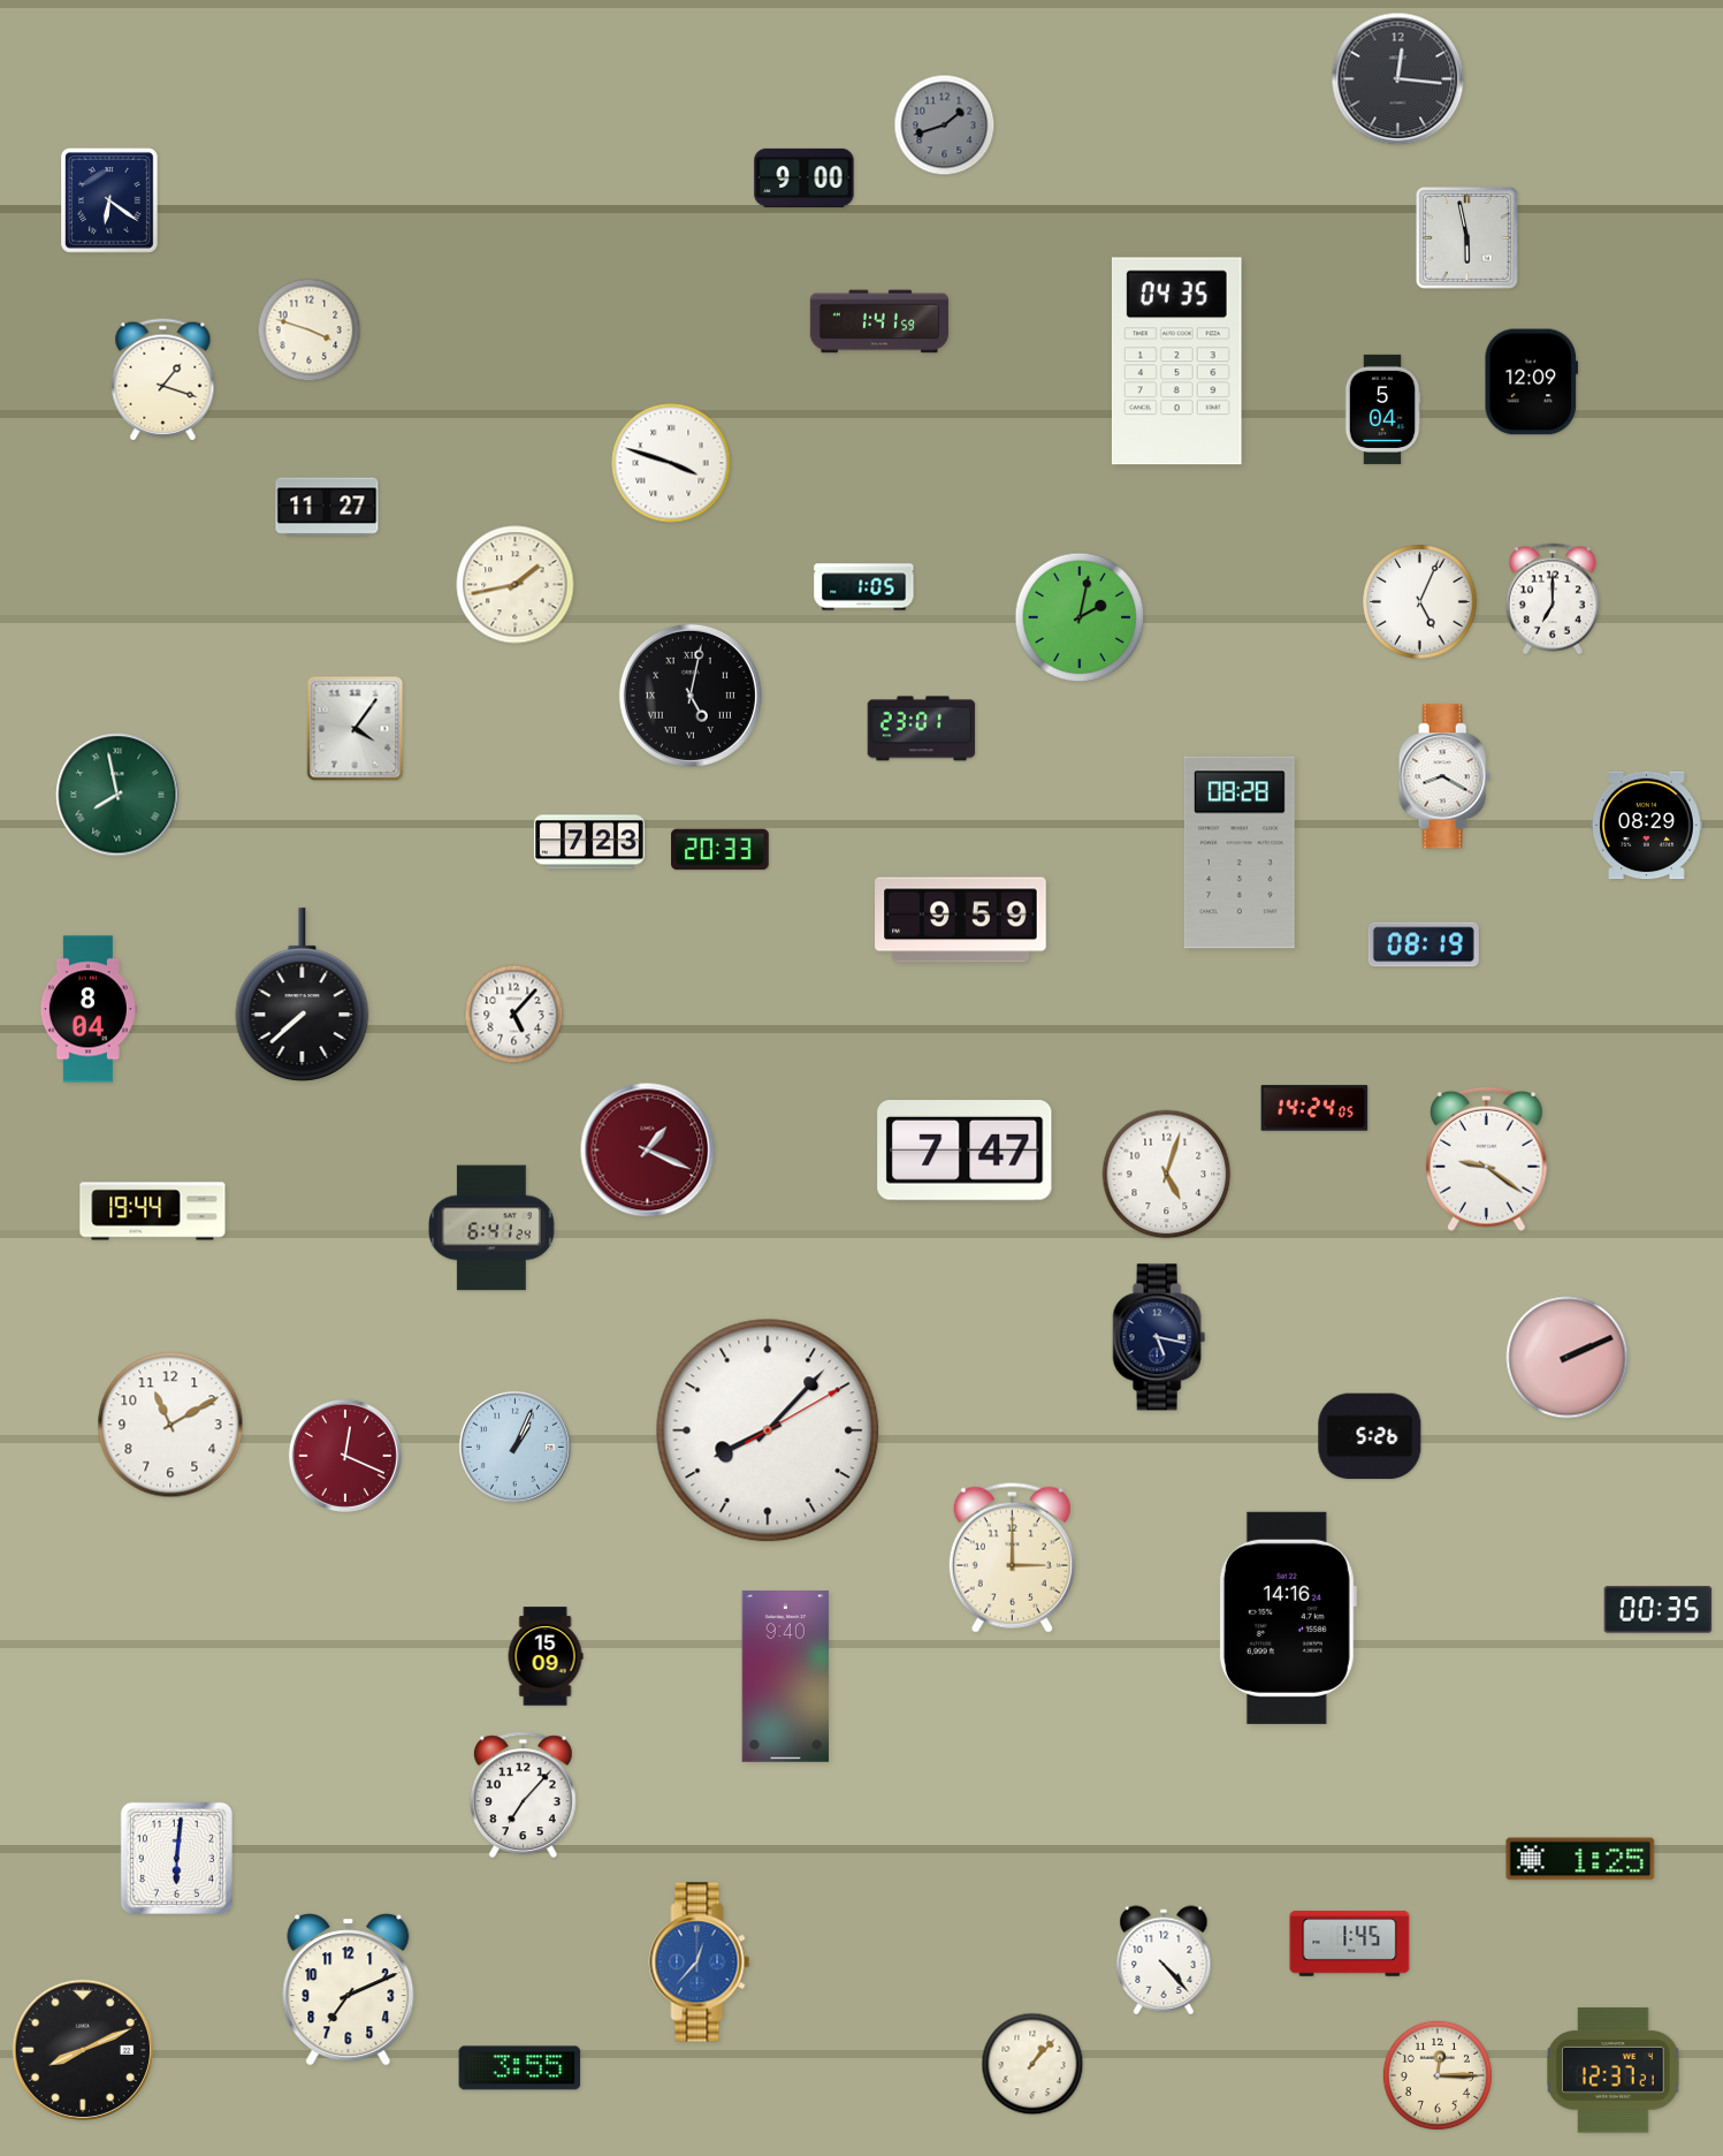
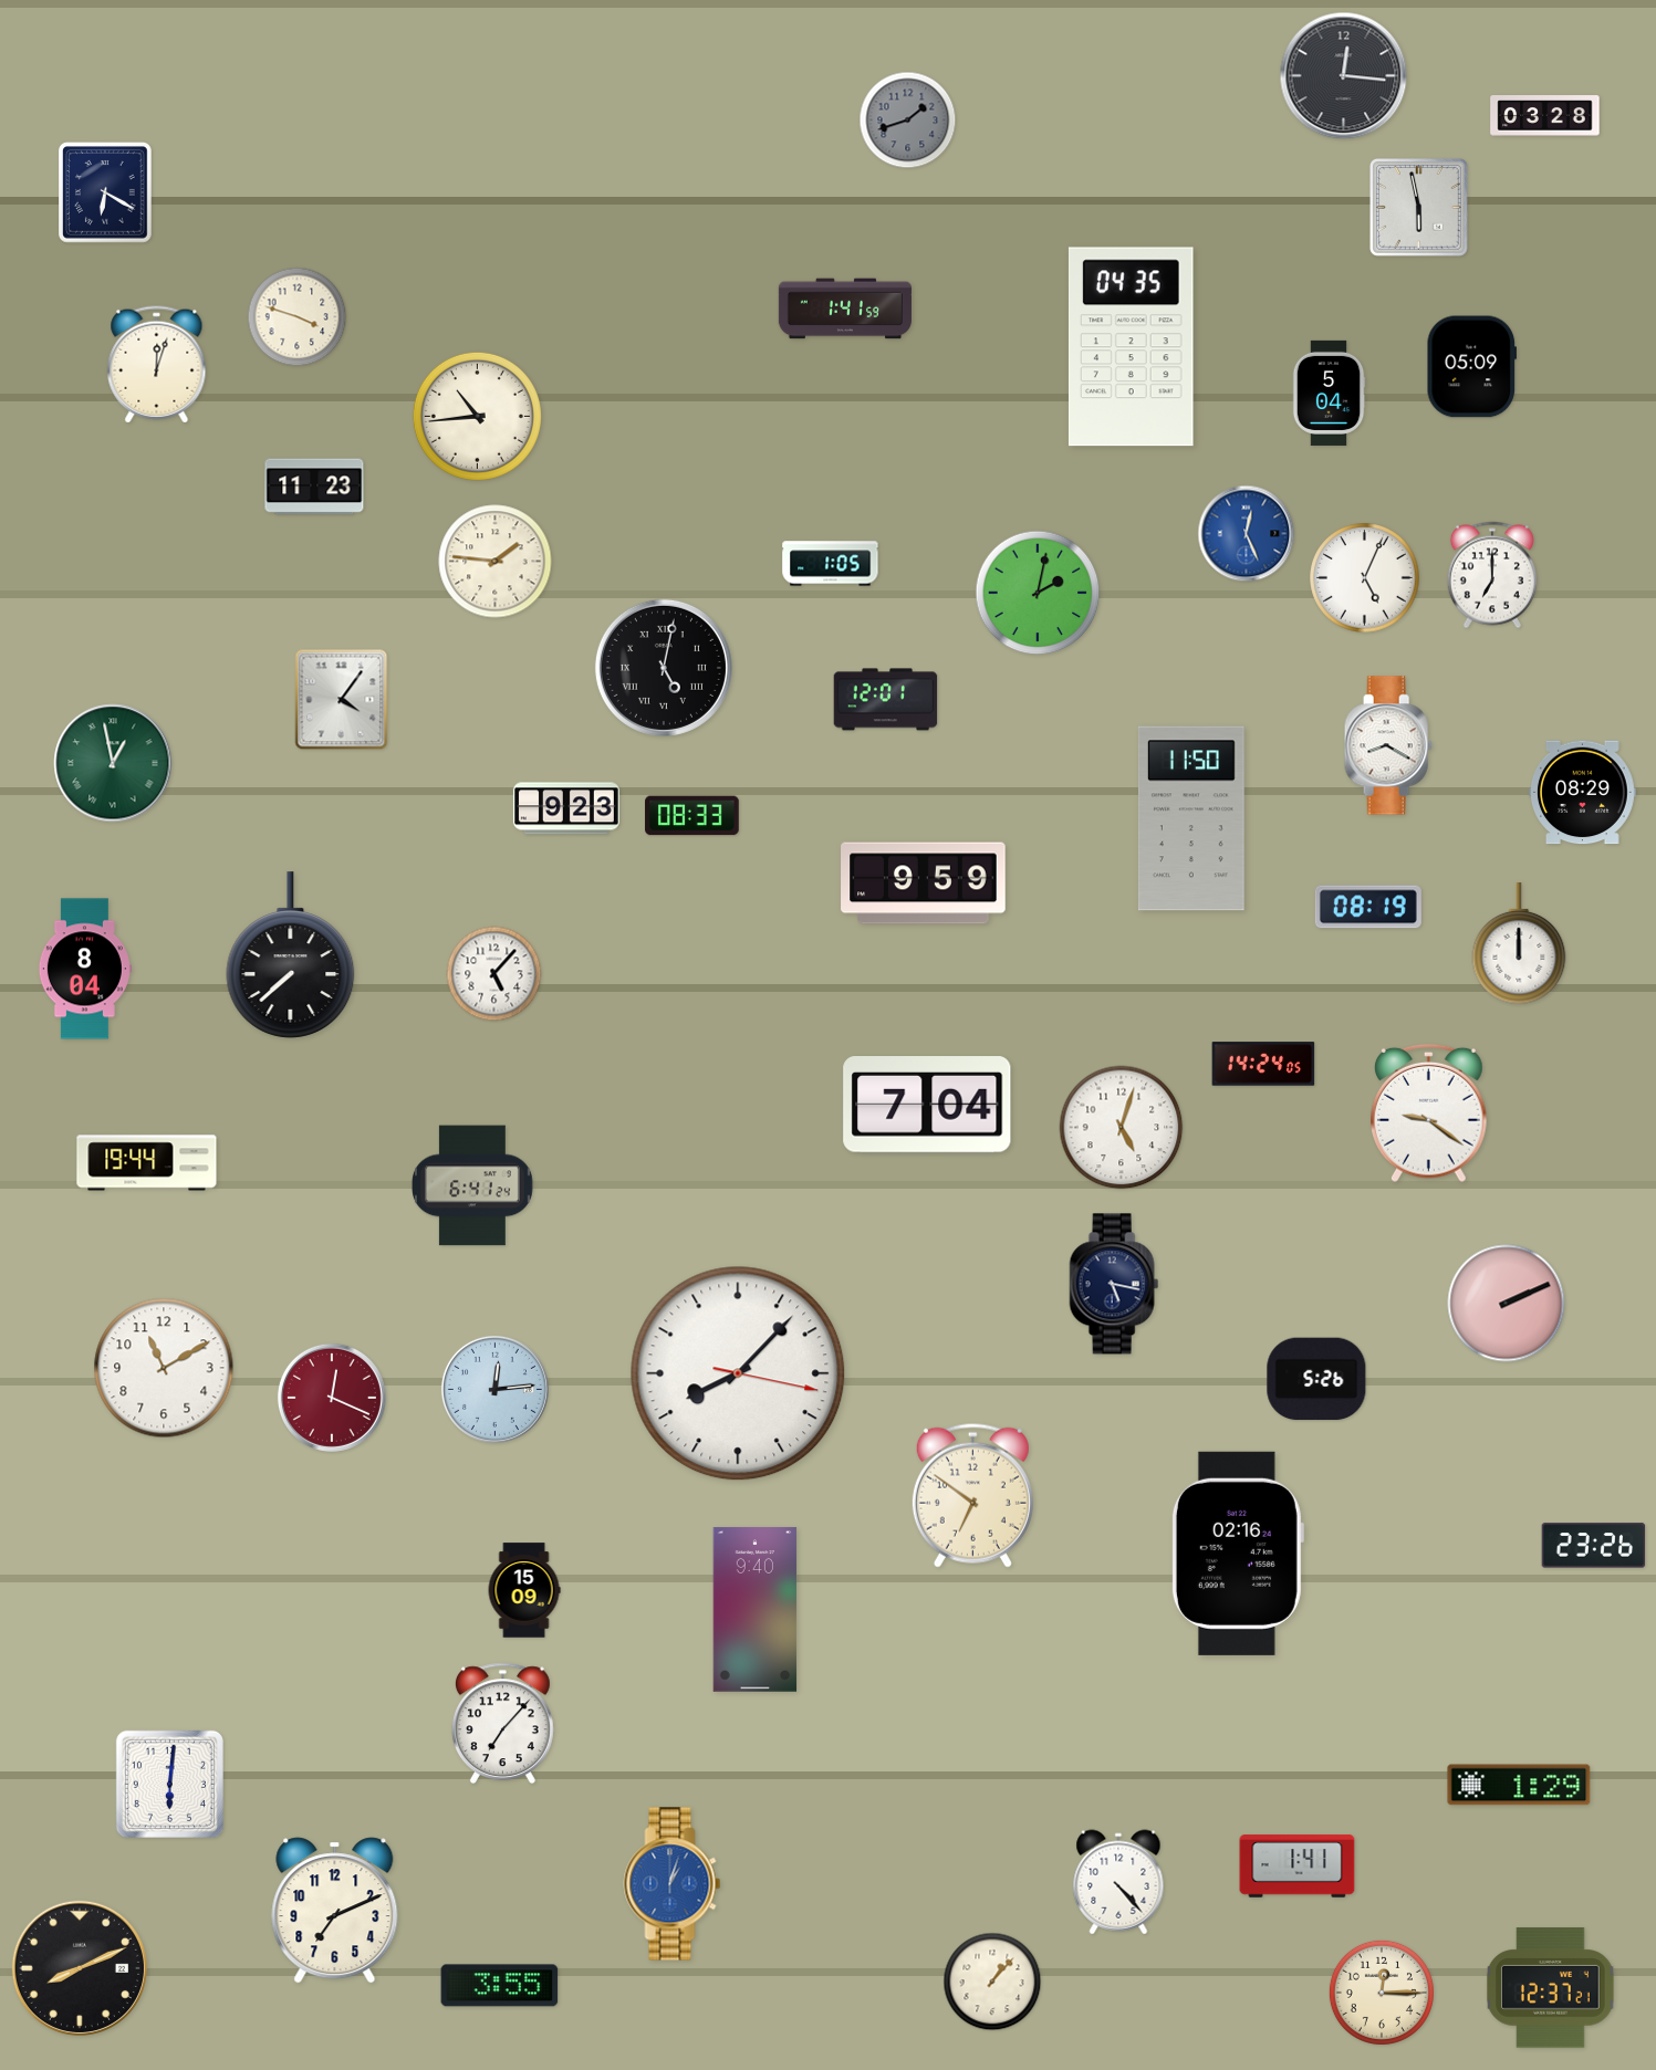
clock at (1545, 116): none -> 03:28
clock at (805, 177): 9:00 -> none
clock at (110, 202): 6:21 -> 6:20
clock at (1467, 238) position: (1467, 238) -> (1419, 208)
clock at (163, 380): 1:18 -> 12:03
clock at (1531, 382): 12:09 -> 05:09
clock at (477, 416): none -> 10:44
clock at (671, 463): 3:48 -> none
clock at (327, 507): 11:27 -> 11:23
clock at (1247, 534): none -> 12:26
clock at (516, 585): 1:43 -> 1:46
clock at (922, 729): 23:01 -> 12:01
clock at (117, 795): 7:58 -> 12:58
clock at (589, 842): 7:23 -> 9:23
clock at (721, 850): 20:33 -> 08:33
clock at (1240, 852): 08:28 -> 11:50
clock at (1519, 944): none -> 12:00
clock at (648, 1151): 1:19 -> none
clock at (965, 1151): 7:47 -> 7:04
clock at (493, 1228) position: (493, 1228) -> (473, 1185)
clock at (768, 1430): 8:07:10 -> 8:07:17
clock at (514, 1447): 1:04 -> 12:14
clock at (1012, 1557): 3:00 -> 6:51
clock at (1659, 1610): 00:35 -> 23:26
clock at (1287, 1618): 14:16 -> 02:16
clock at (1580, 1859): 1:25 -> 1:29
clock at (1350, 1944): 1:45 -> 1:41
clock at (700, 1963): 12:37 -> 1:03
